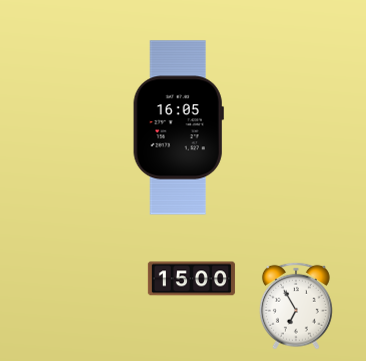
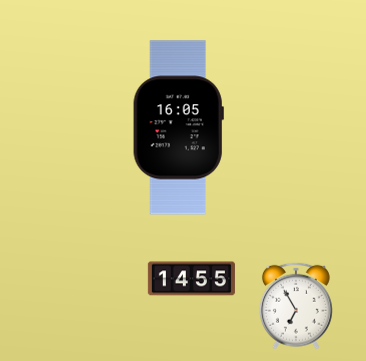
clock at (191, 279): 15:00 -> 14:55
